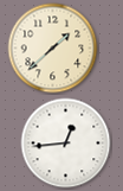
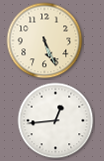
clock at (53, 49): 1:38 -> 5:26
